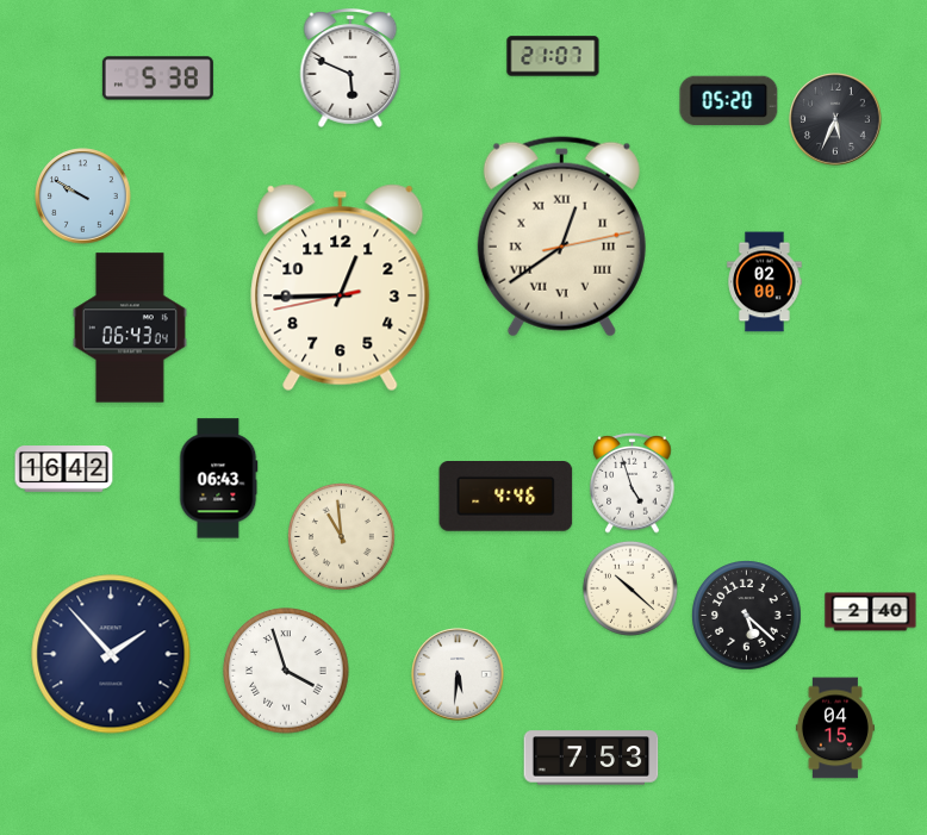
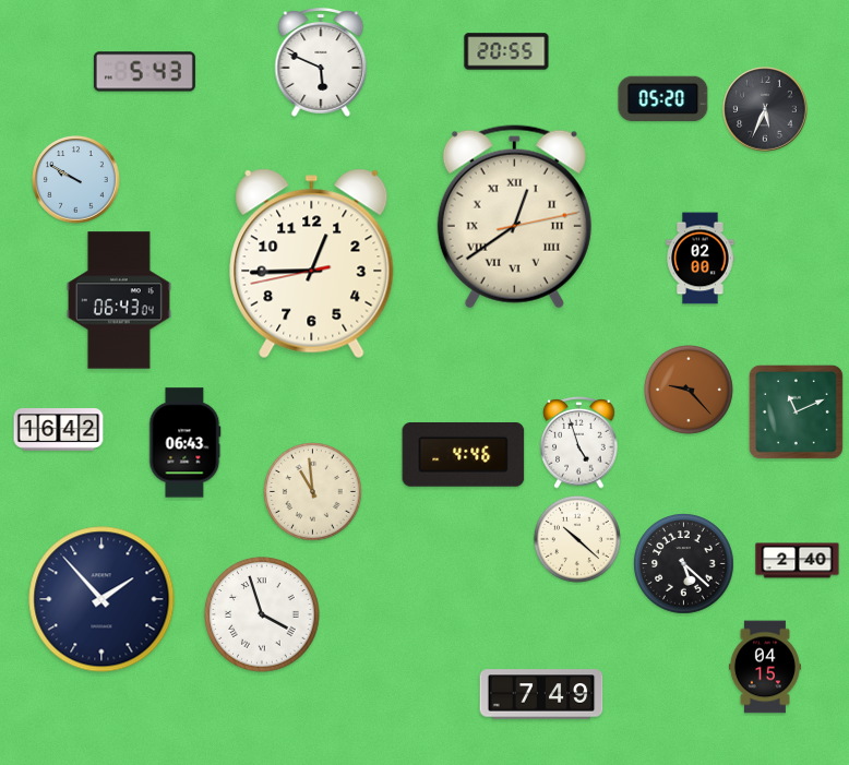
clock at (553, 56): 21:07 -> 20:55
clock at (157, 79): 5:38 -> 5:43
clock at (729, 101) position: (729, 101) -> (663, 99)
clock at (689, 390): none -> 9:23
clock at (796, 411): none -> 11:11
clock at (219, 479) position: (219, 479) -> (186, 443)
clock at (458, 674): 5:31 -> none
clock at (591, 758): 7:53 -> 7:49
